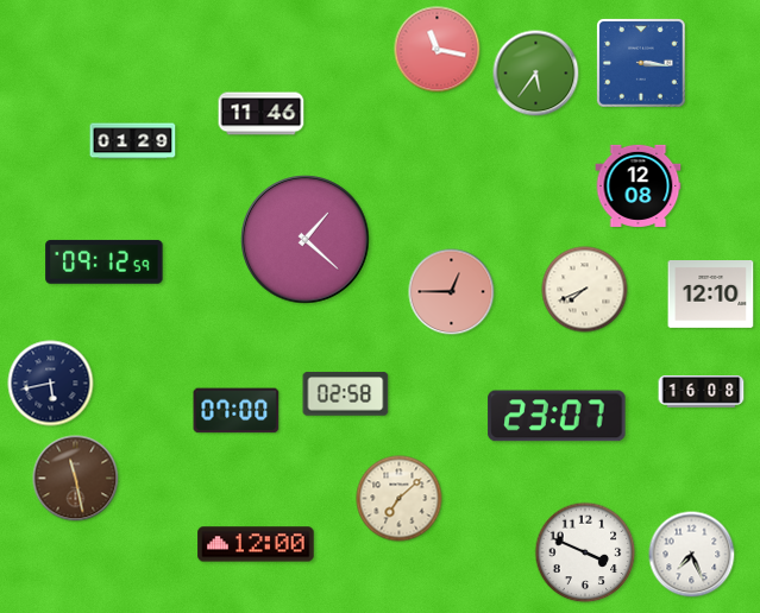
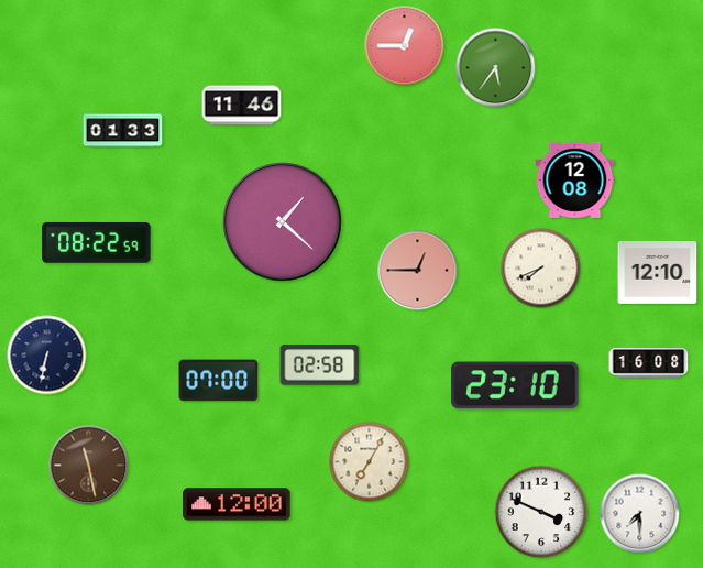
clock at (438, 50): 11:17 -> 12:45
clock at (642, 64): 3:16 -> none
clock at (133, 141): 01:29 -> 01:33
clock at (639, 185) position: (639, 185) -> (575, 179)
clock at (105, 263): 09:12 -> 08:22
clock at (51, 384): 5:43 -> 6:32
clock at (557, 416): 23:07 -> 23:10
clock at (76, 479) position: (76, 479) -> (89, 466)
clock at (400, 499): 7:08 -> 7:05
clock at (692, 555): 7:26 -> 7:30
